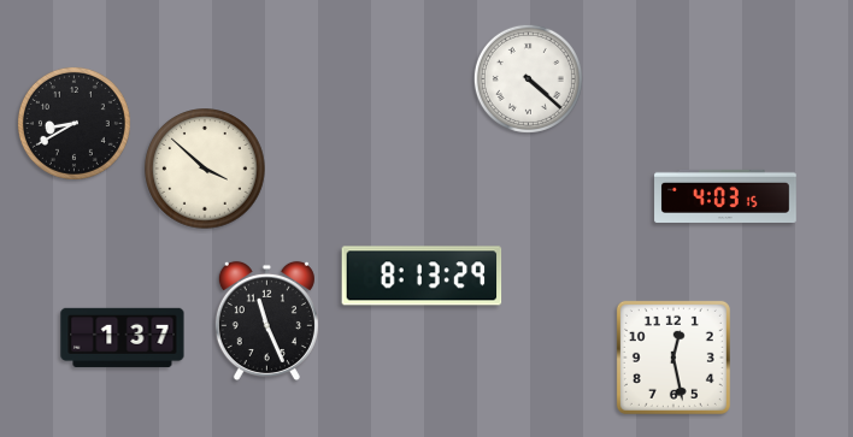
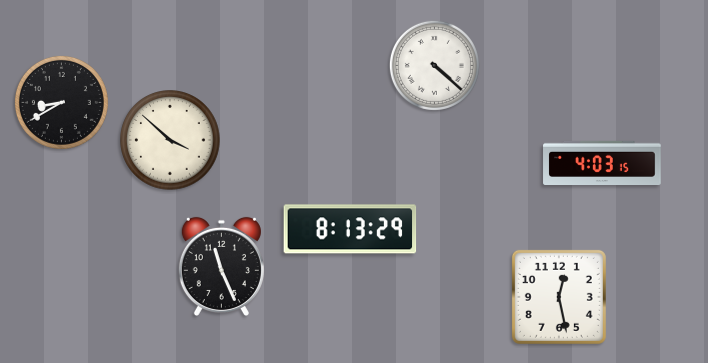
clock at (528, 78) position: (528, 78) -> (434, 65)
clock at (123, 337): 1:37 -> none
